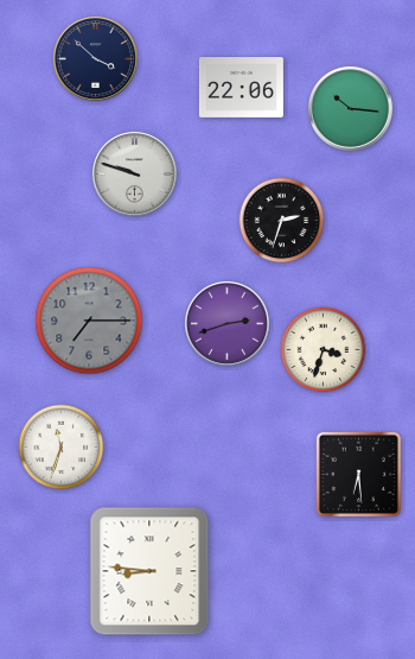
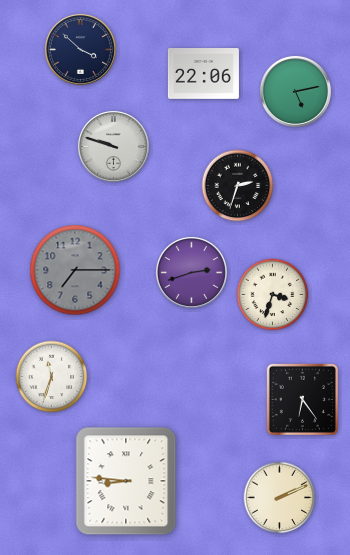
clock at (350, 108): 10:16 -> 5:13
clock at (358, 474): 6:29 -> 6:24
clock at (280, 498): none -> 2:11
